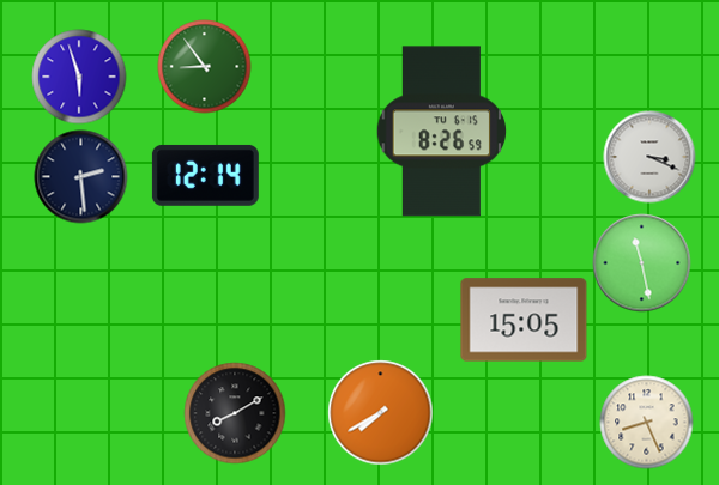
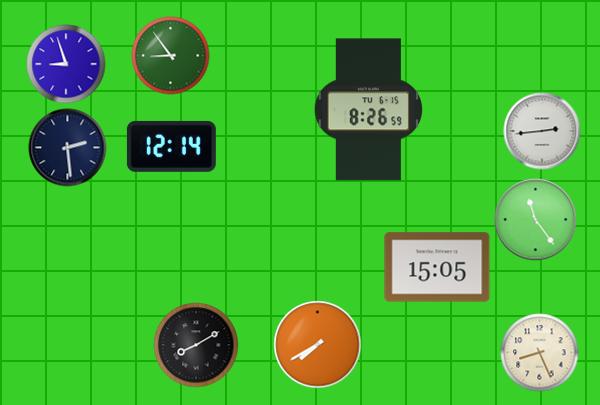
clock at (79, 77): 5:57 -> 8:57
clock at (649, 157): 3:19 -> 2:44
clock at (642, 263): 11:28 -> 11:24
